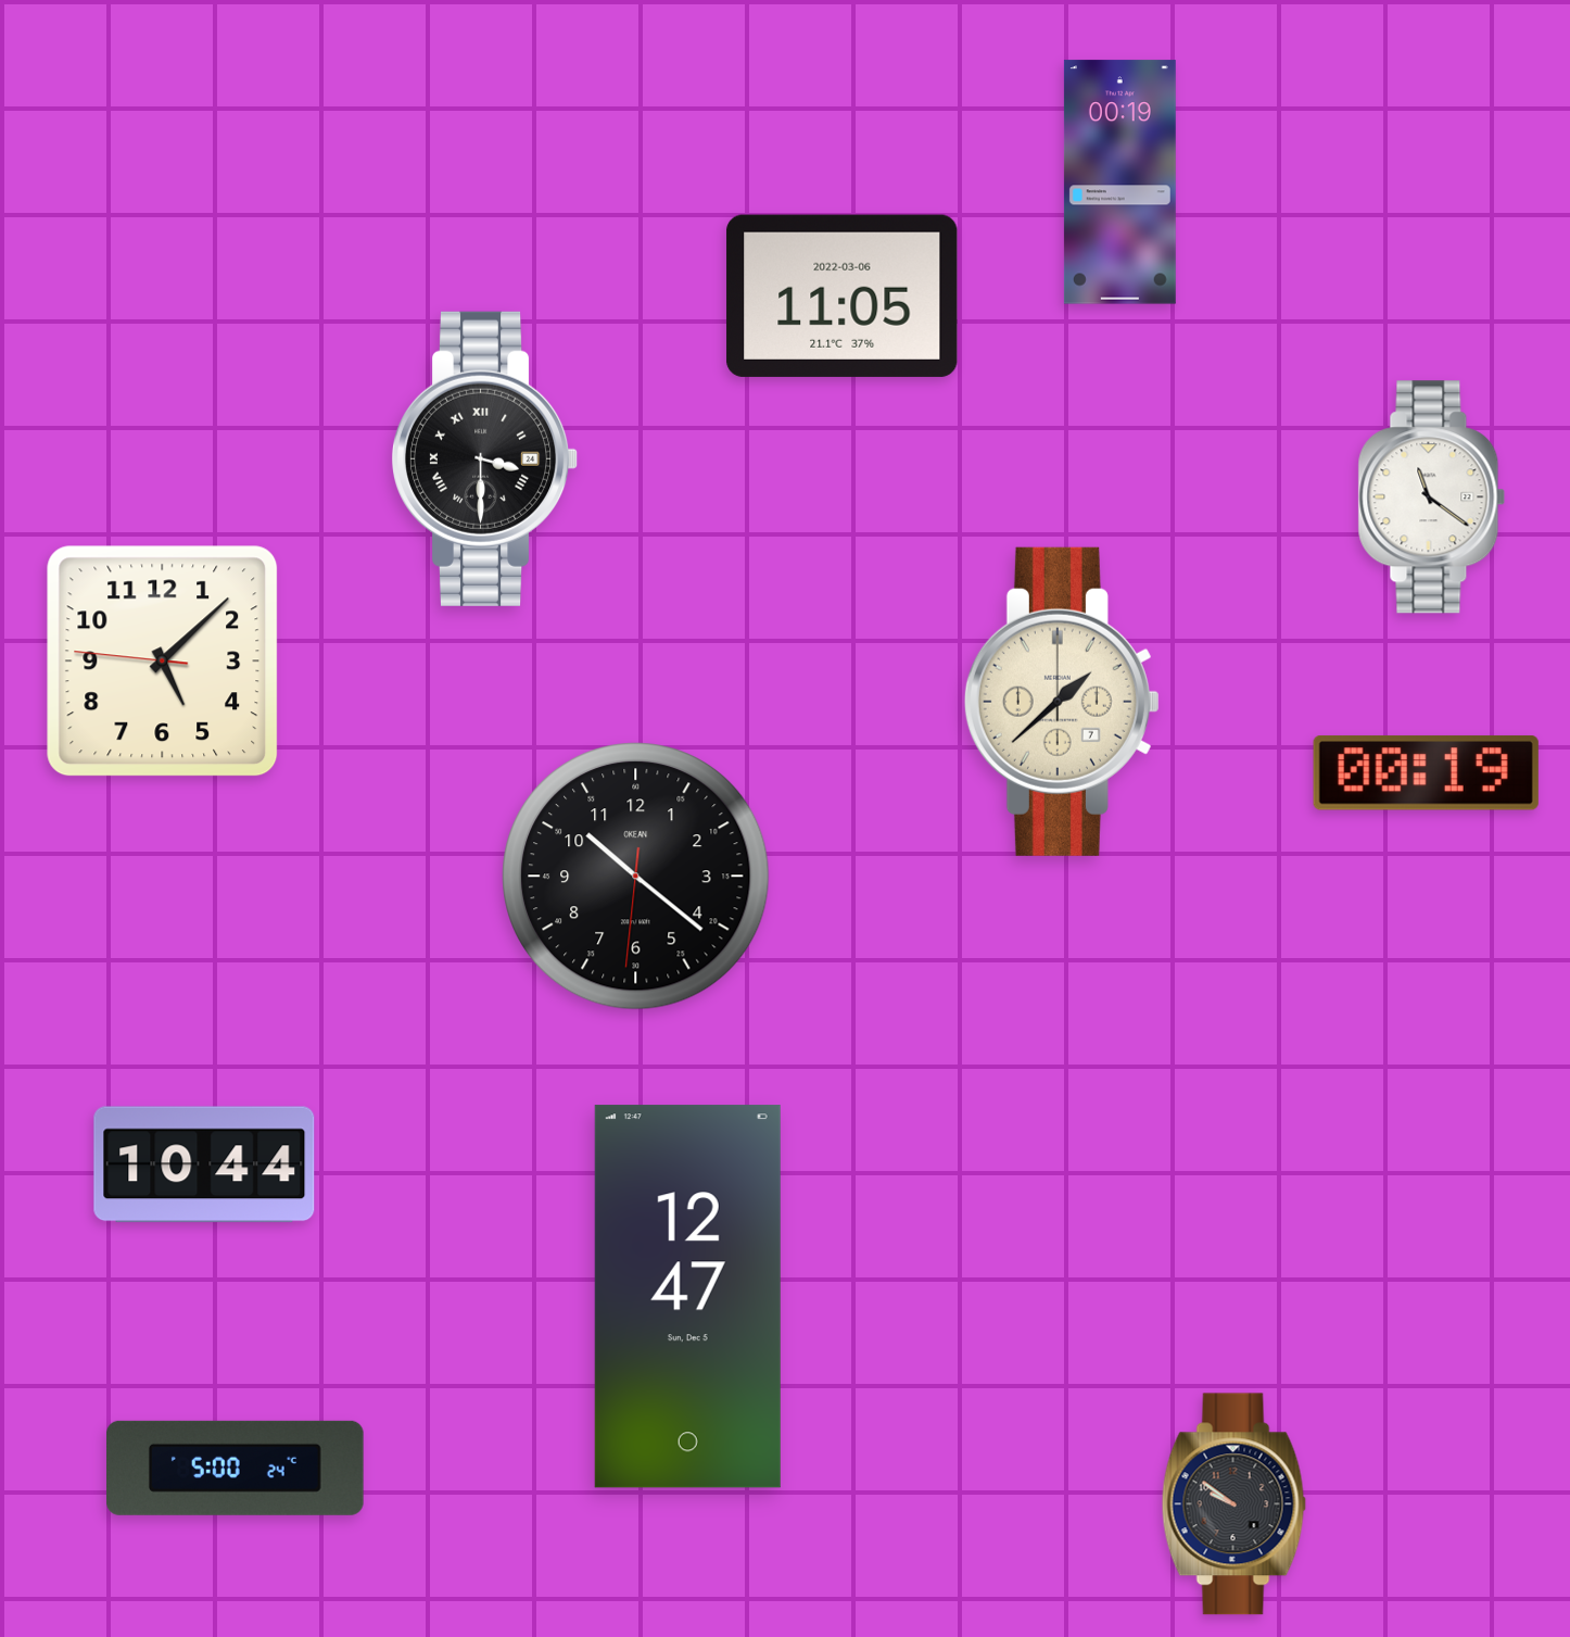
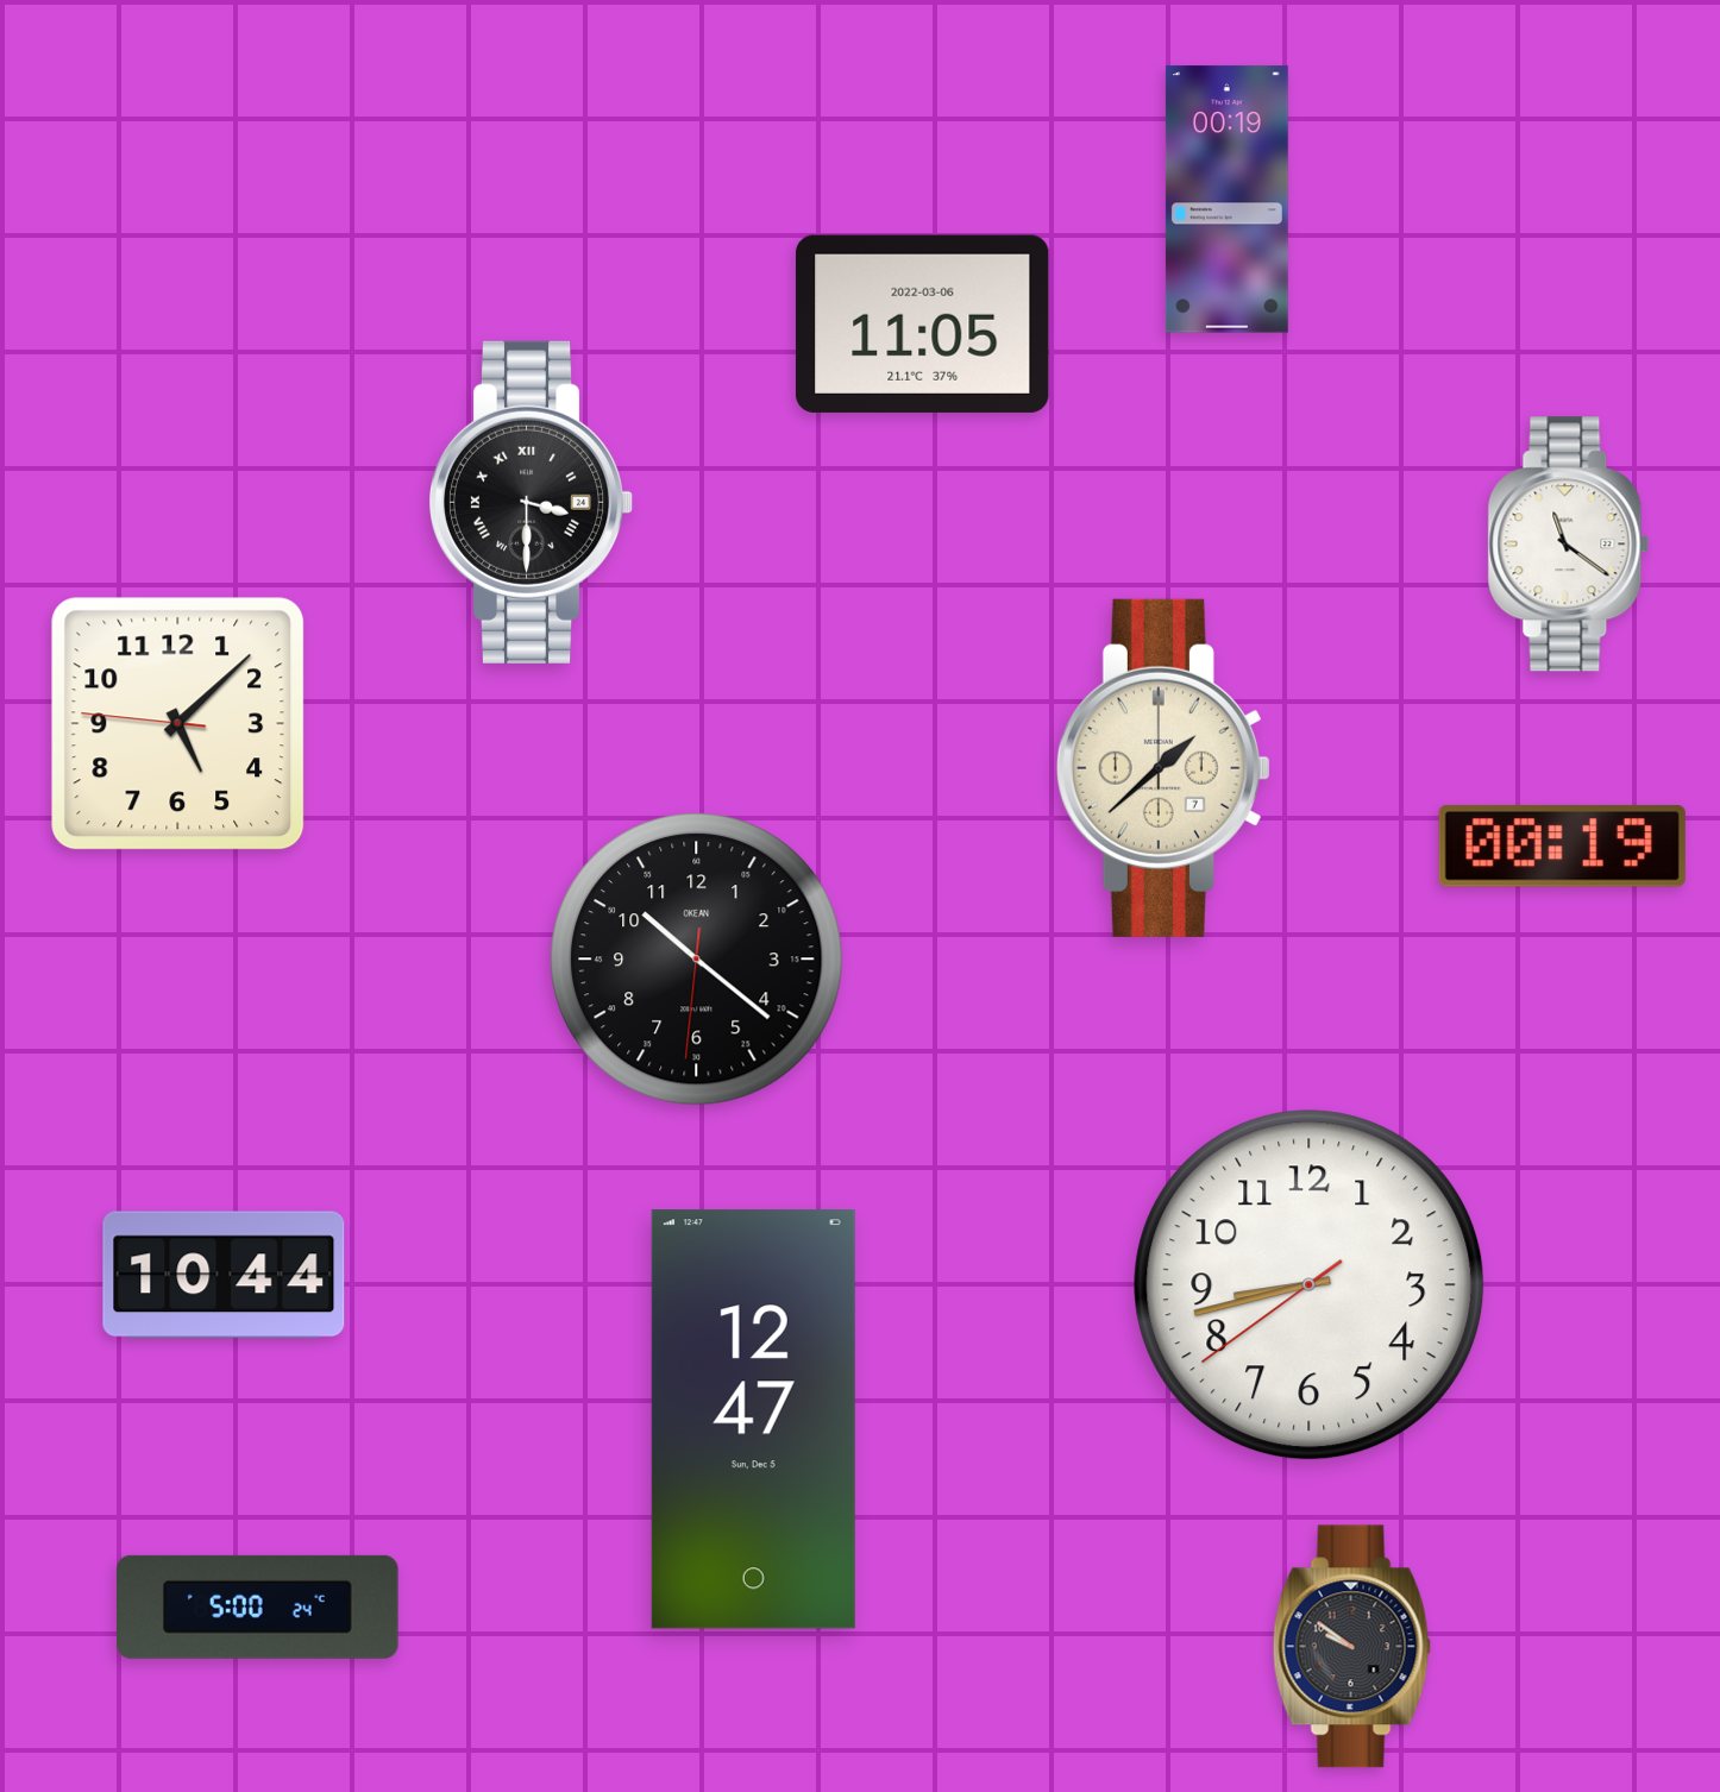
clock at (1310, 1285): none -> 8:42
